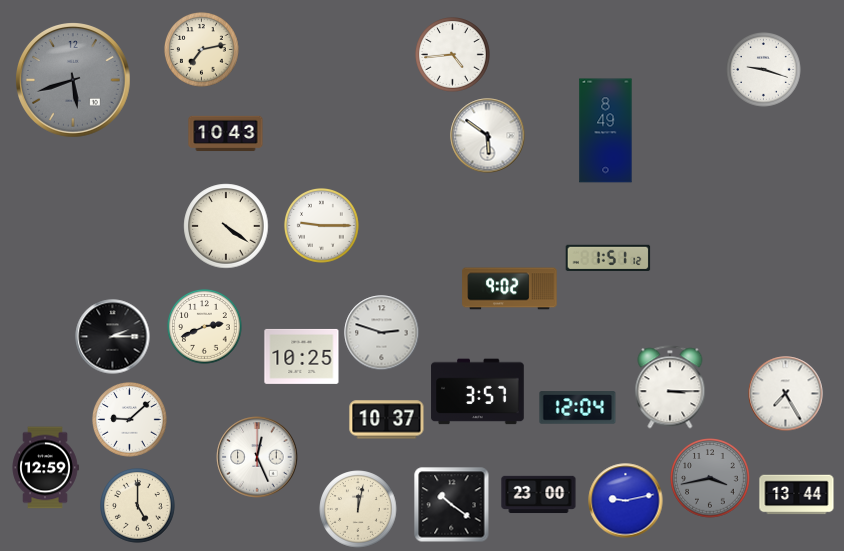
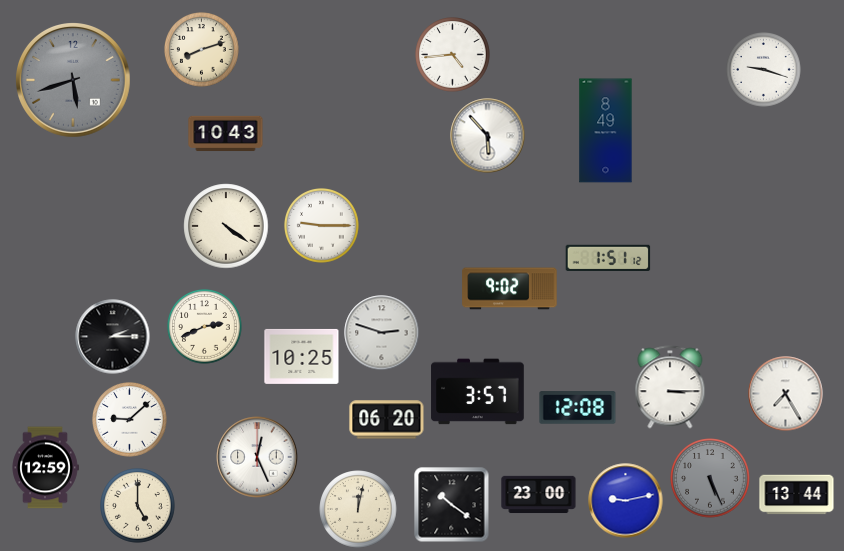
clock at (202, 50): 7:13 -> 8:12
clock at (488, 136): 5:51 -> 5:53
clock at (578, 408): 12:04 -> 12:08
clock at (387, 420): 10:37 -> 06:20
clock at (710, 478): 3:43 -> 5:26
